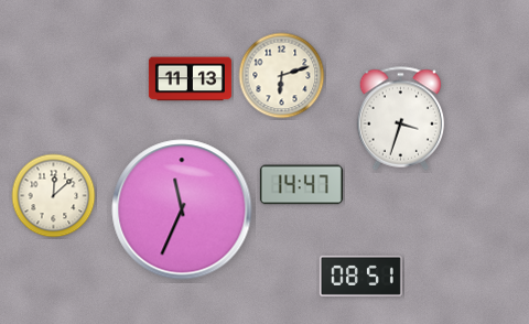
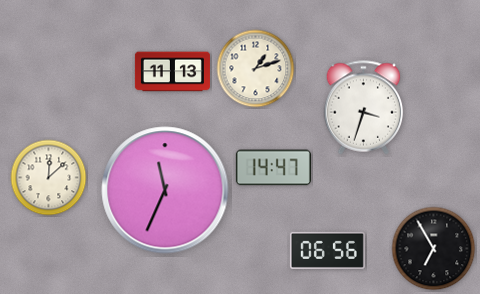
clock at (282, 76): 6:12 -> 1:12
clock at (434, 249): none -> 6:55
clock at (360, 276): 08:51 -> 06:56
